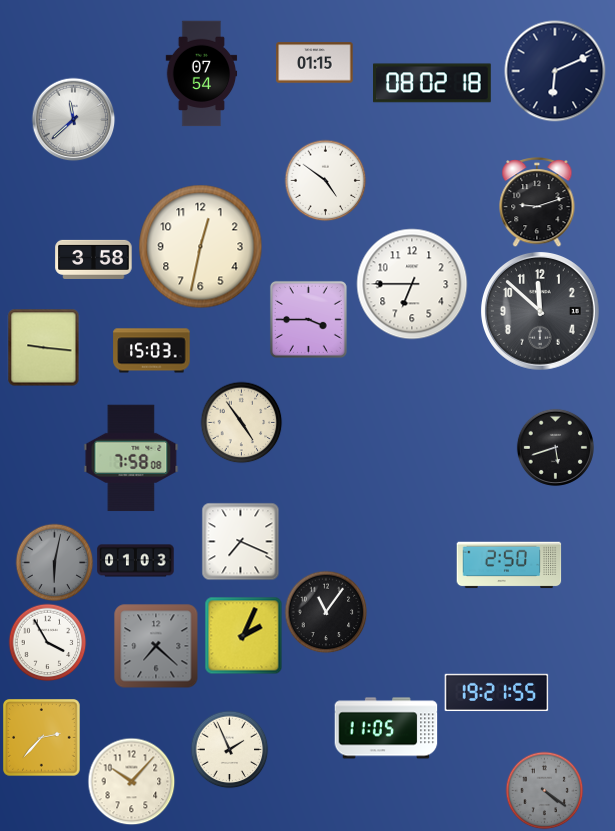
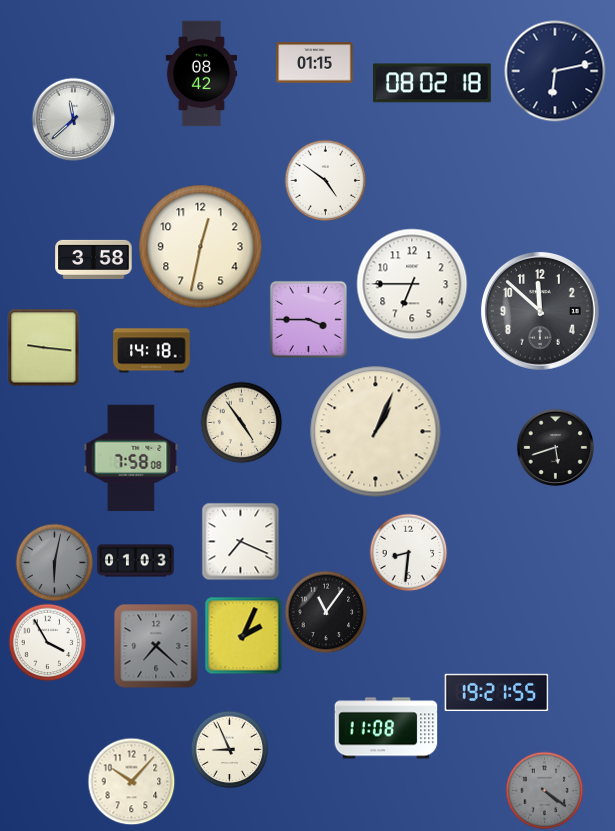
clock at (555, 71): 6:11 -> 6:13
clock at (202, 74): 07:54 -> 08:42
clock at (537, 203): 9:12 -> none
clock at (152, 351): 15:03 -> 14:18
clock at (376, 432): none -> 1:04
clock at (408, 552): none -> 8:31
clock at (509, 565): 2:50 -> none
clock at (386, 728): 11:05 -> 11:08
clock at (42, 738): 2:37 -> none
clock at (229, 749): 1:56 -> 8:56
